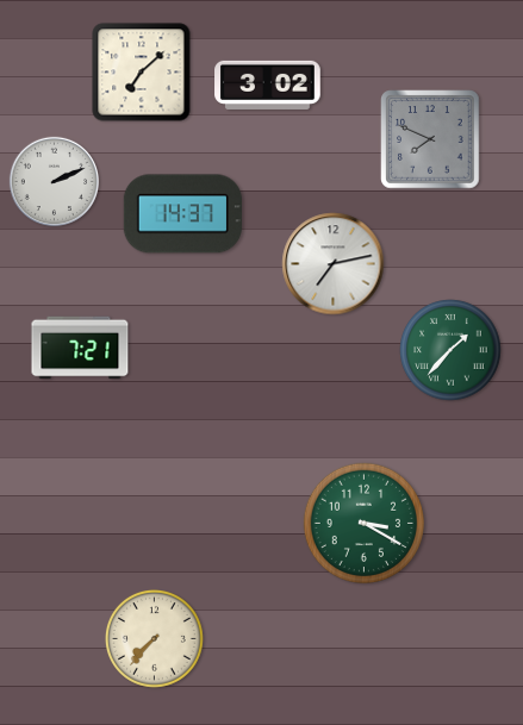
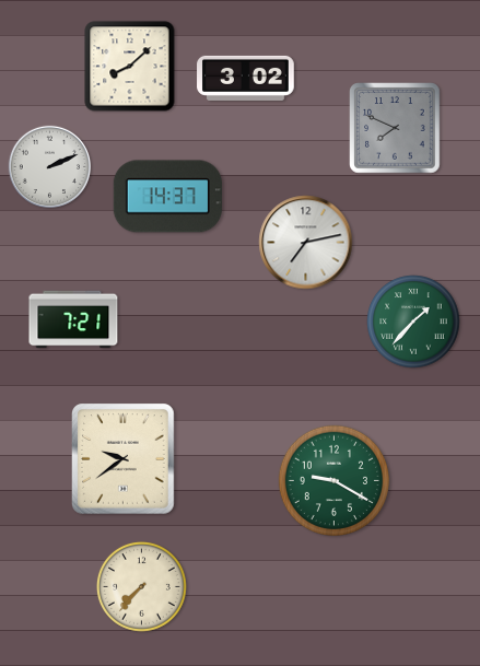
clock at (142, 73): 7:08 -> 8:08
clock at (124, 459): none -> 9:39
clock at (363, 523): 3:20 -> 9:20
